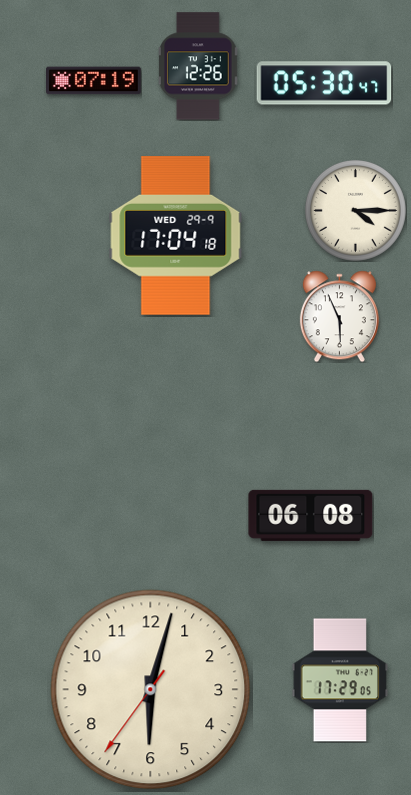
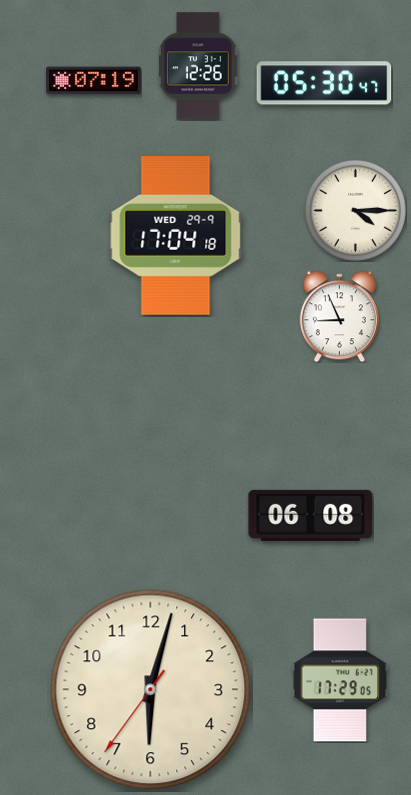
clock at (339, 316): 5:56 -> 8:56
